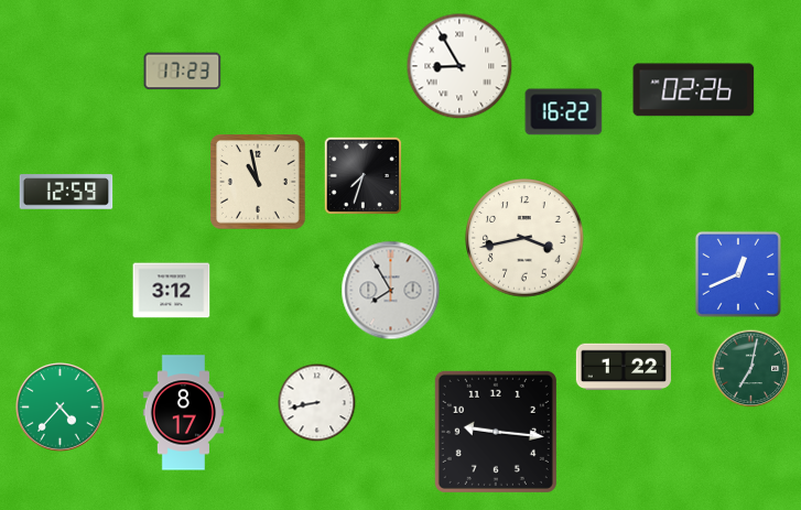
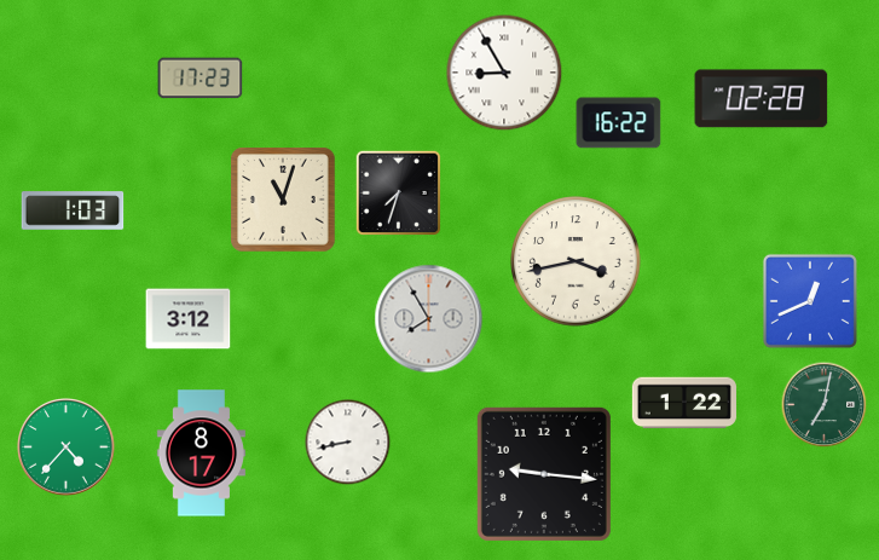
clock at (694, 90): 02:26 -> 02:28
clock at (258, 182): 10:58 -> 11:03
clock at (66, 192): 12:59 -> 1:03
